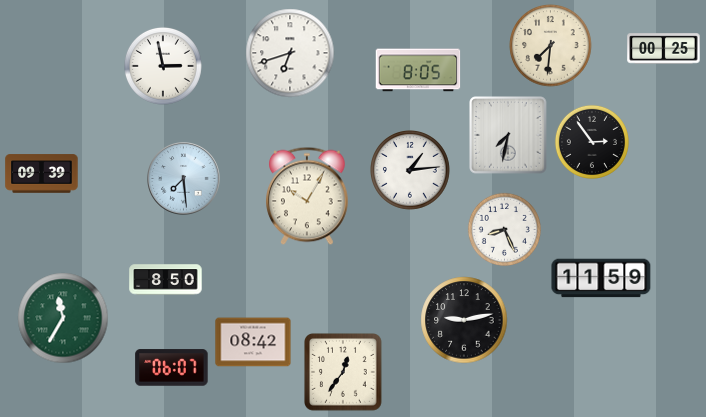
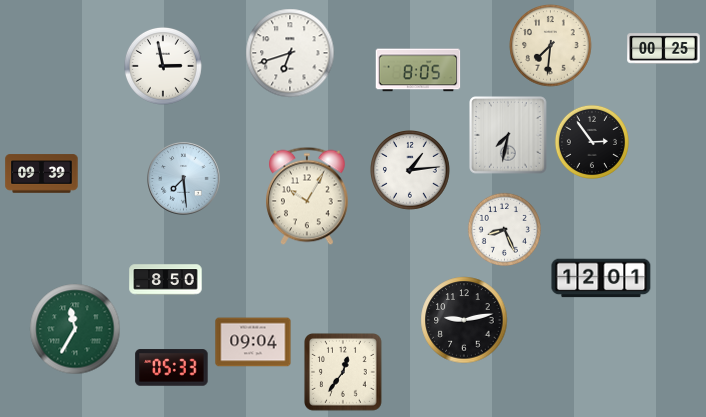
clock at (601, 278): 11:59 -> 12:01
clock at (63, 318) position: (63, 318) -> (75, 329)
clock at (253, 342): 08:42 -> 09:04
clock at (172, 368): 06:07 -> 05:33
